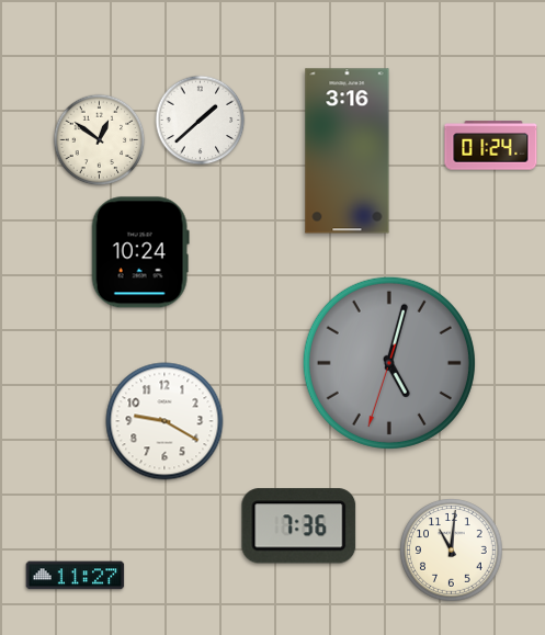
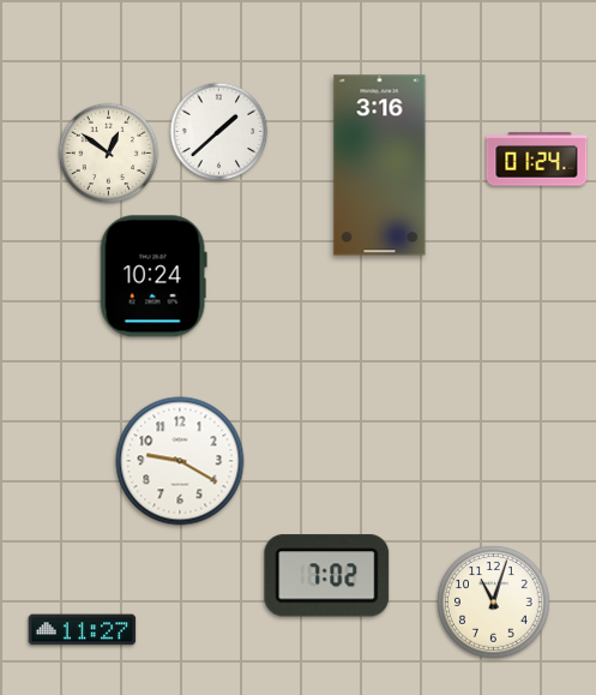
clock at (389, 363): 5:02 -> none
clock at (299, 526): 7:36 -> 7:02
clock at (452, 551): 11:01 -> 11:03
